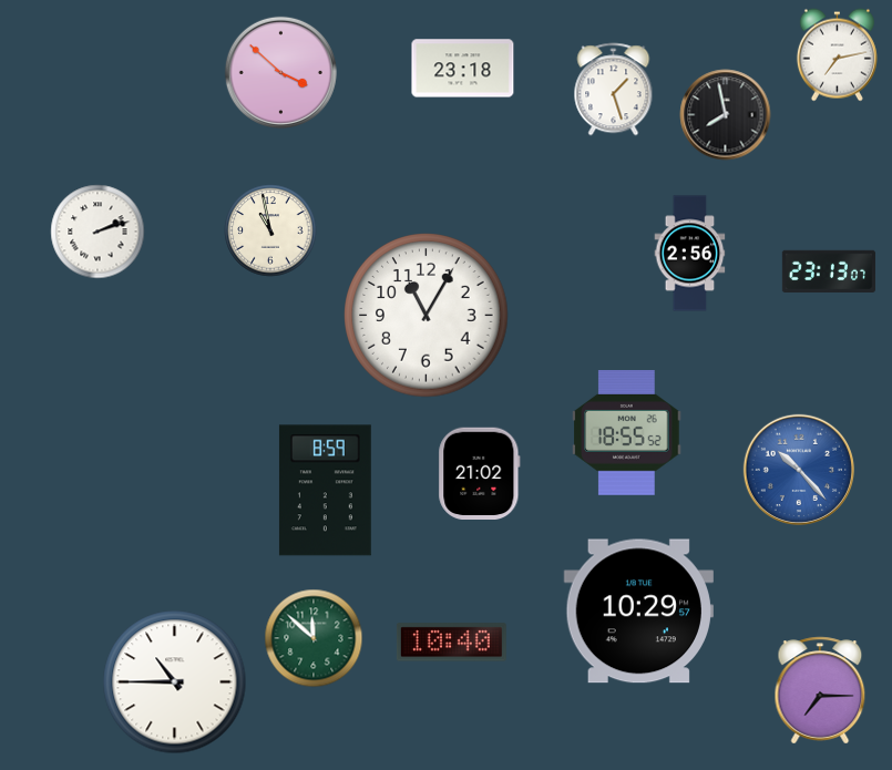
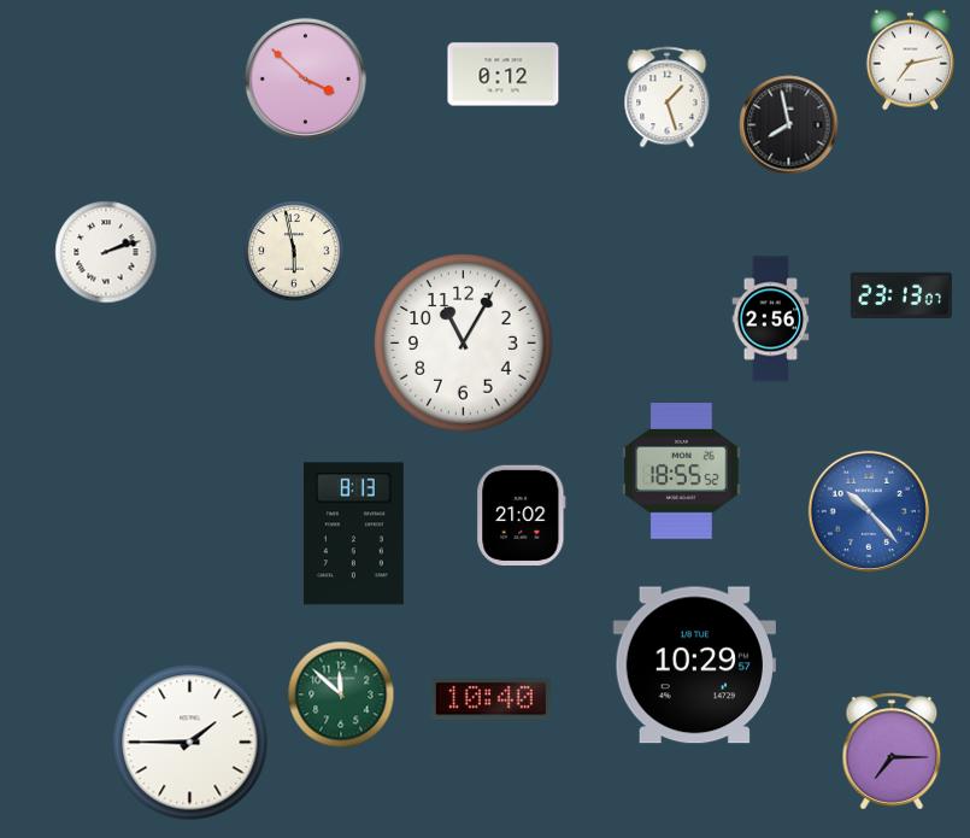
clock at (463, 69): 23:18 -> 0:12
clock at (270, 230): 10:58 -> 5:58
clock at (690, 254) position: (690, 254) -> (771, 320)
clock at (325, 491): 8:59 -> 8:13
clock at (175, 682): 10:45 -> 1:45
